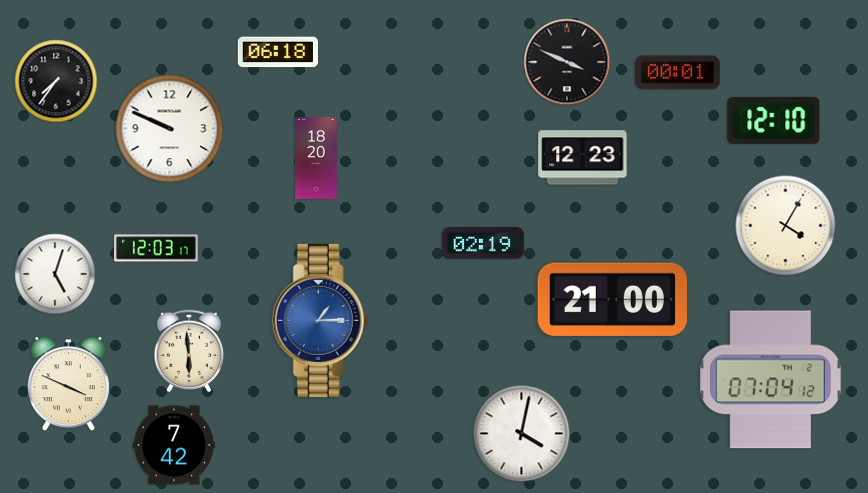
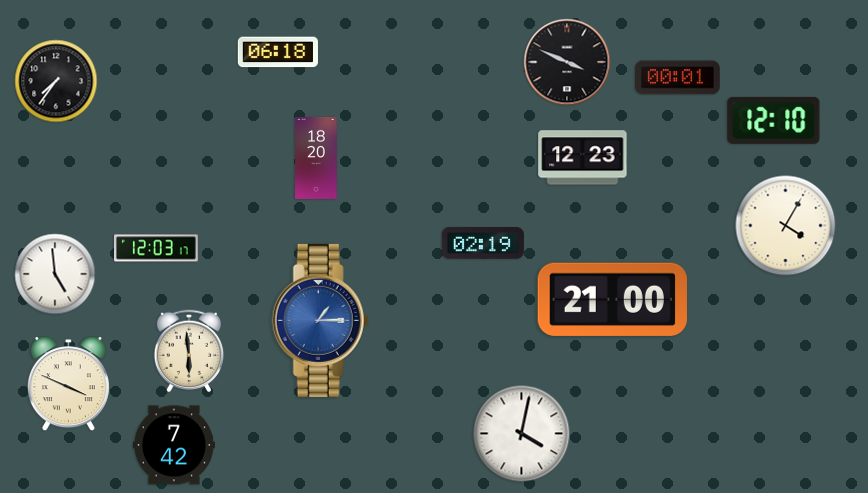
clock at (678, 73) position: (678, 73) -> (678, 78)
clock at (170, 129): 9:49 -> none
clock at (55, 274): 5:03 -> 4:59
clock at (771, 380): 07:04 -> none
